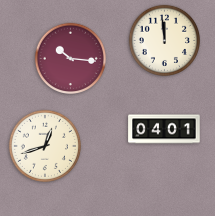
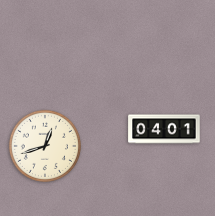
clock at (164, 40): 11:59 -> none
clock at (70, 58): 10:16 -> none
